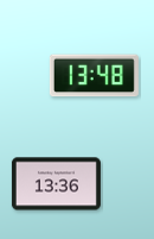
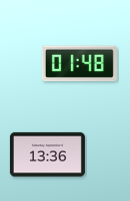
clock at (94, 76): 13:48 -> 01:48
